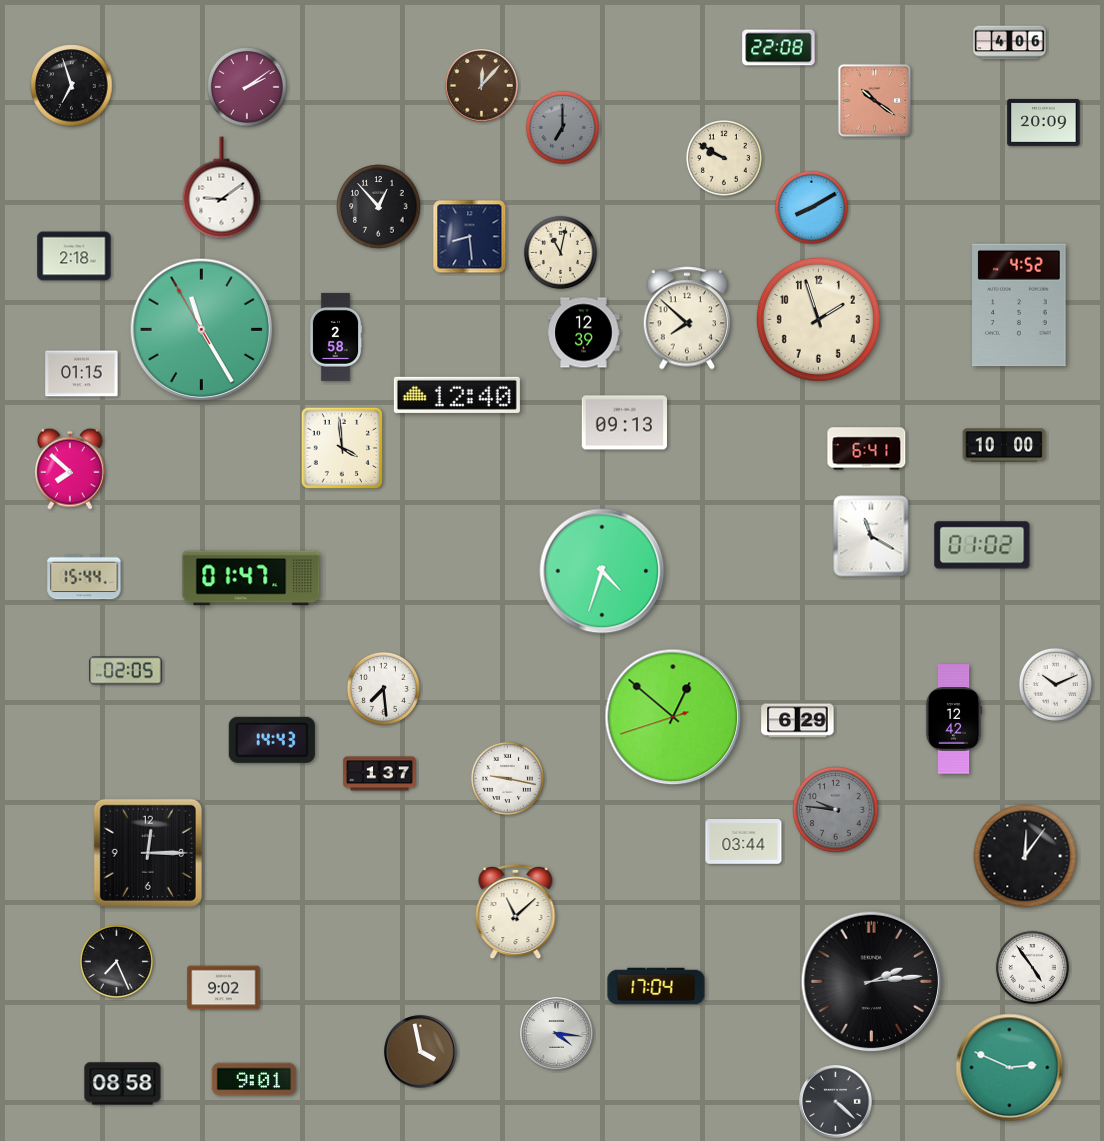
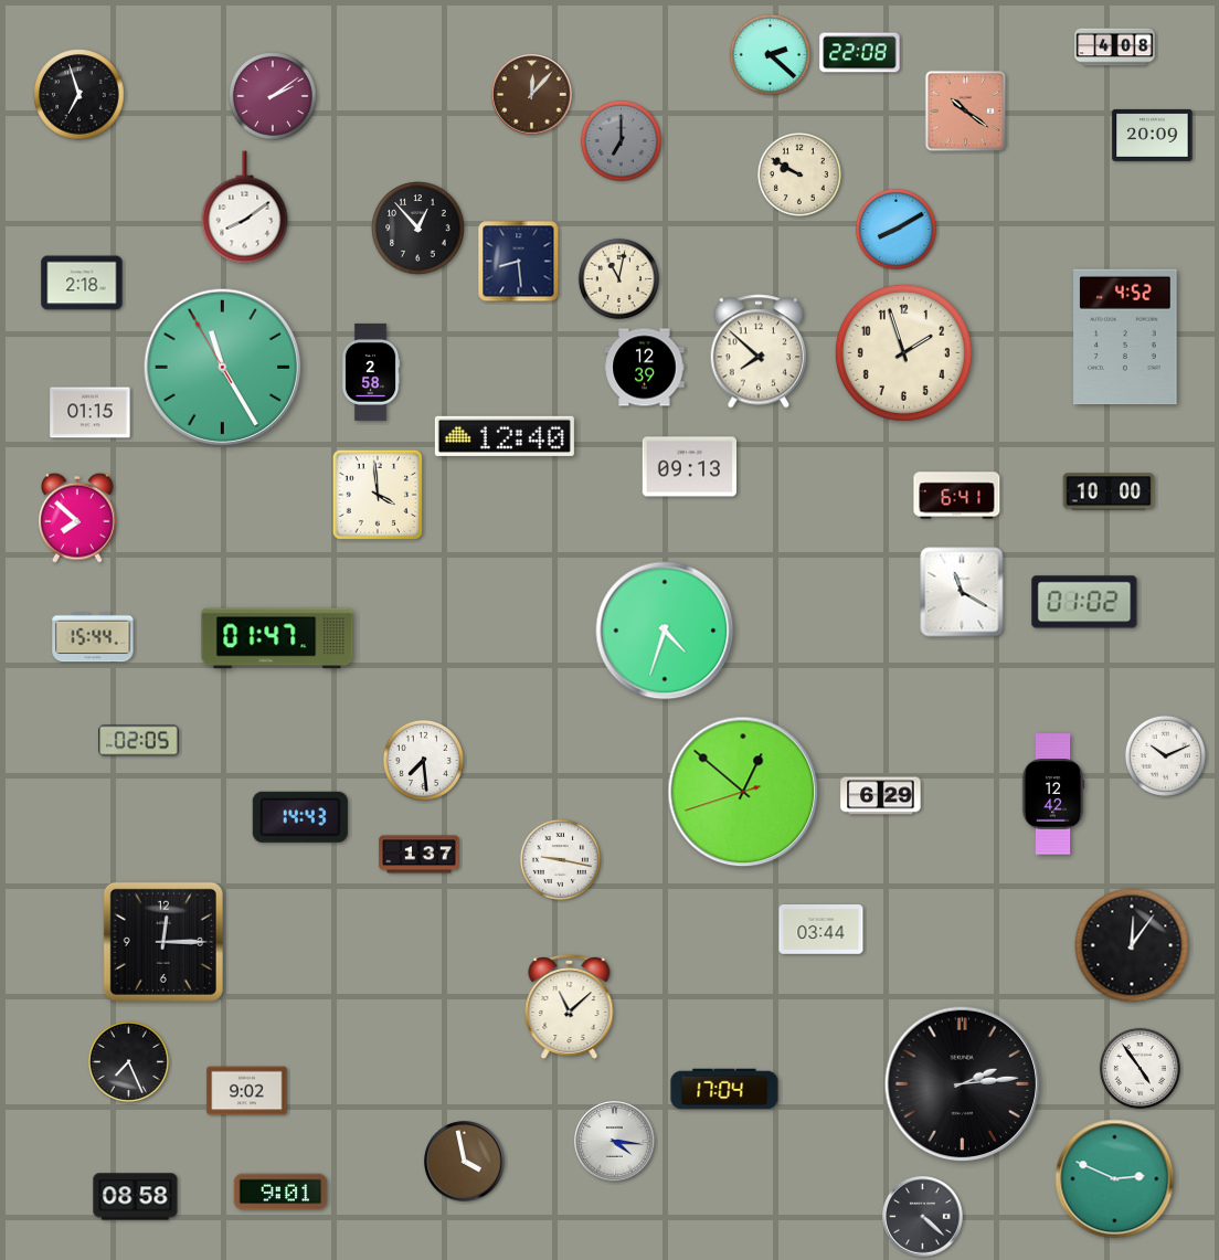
clock at (1010, 43): 4:06 -> 4:08
clock at (770, 54): none -> 2:22
clock at (222, 188): 9:09 -> 8:09
clock at (202, 330) position: (202, 330) -> (223, 368)
clock at (836, 810): 9:46 -> none
